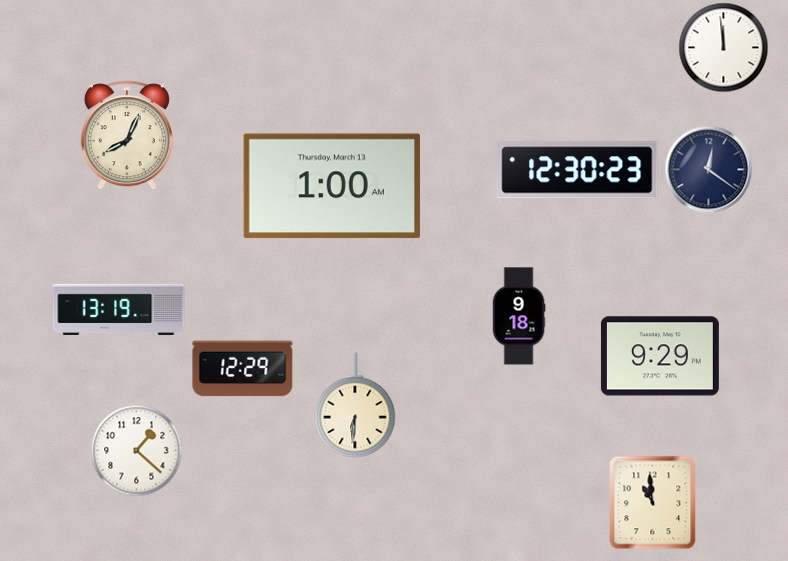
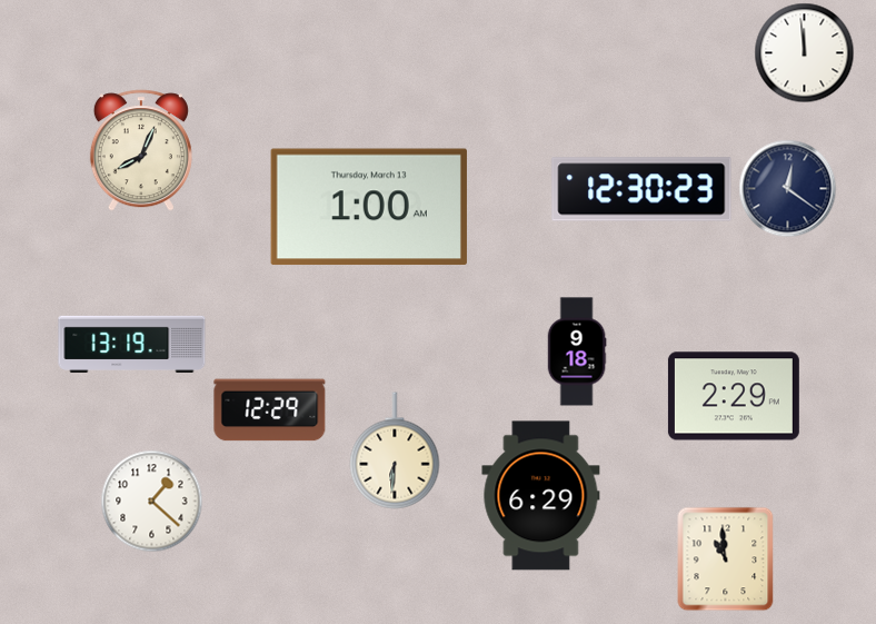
clock at (660, 356): 9:29 -> 2:29
clock at (541, 496): none -> 6:29
